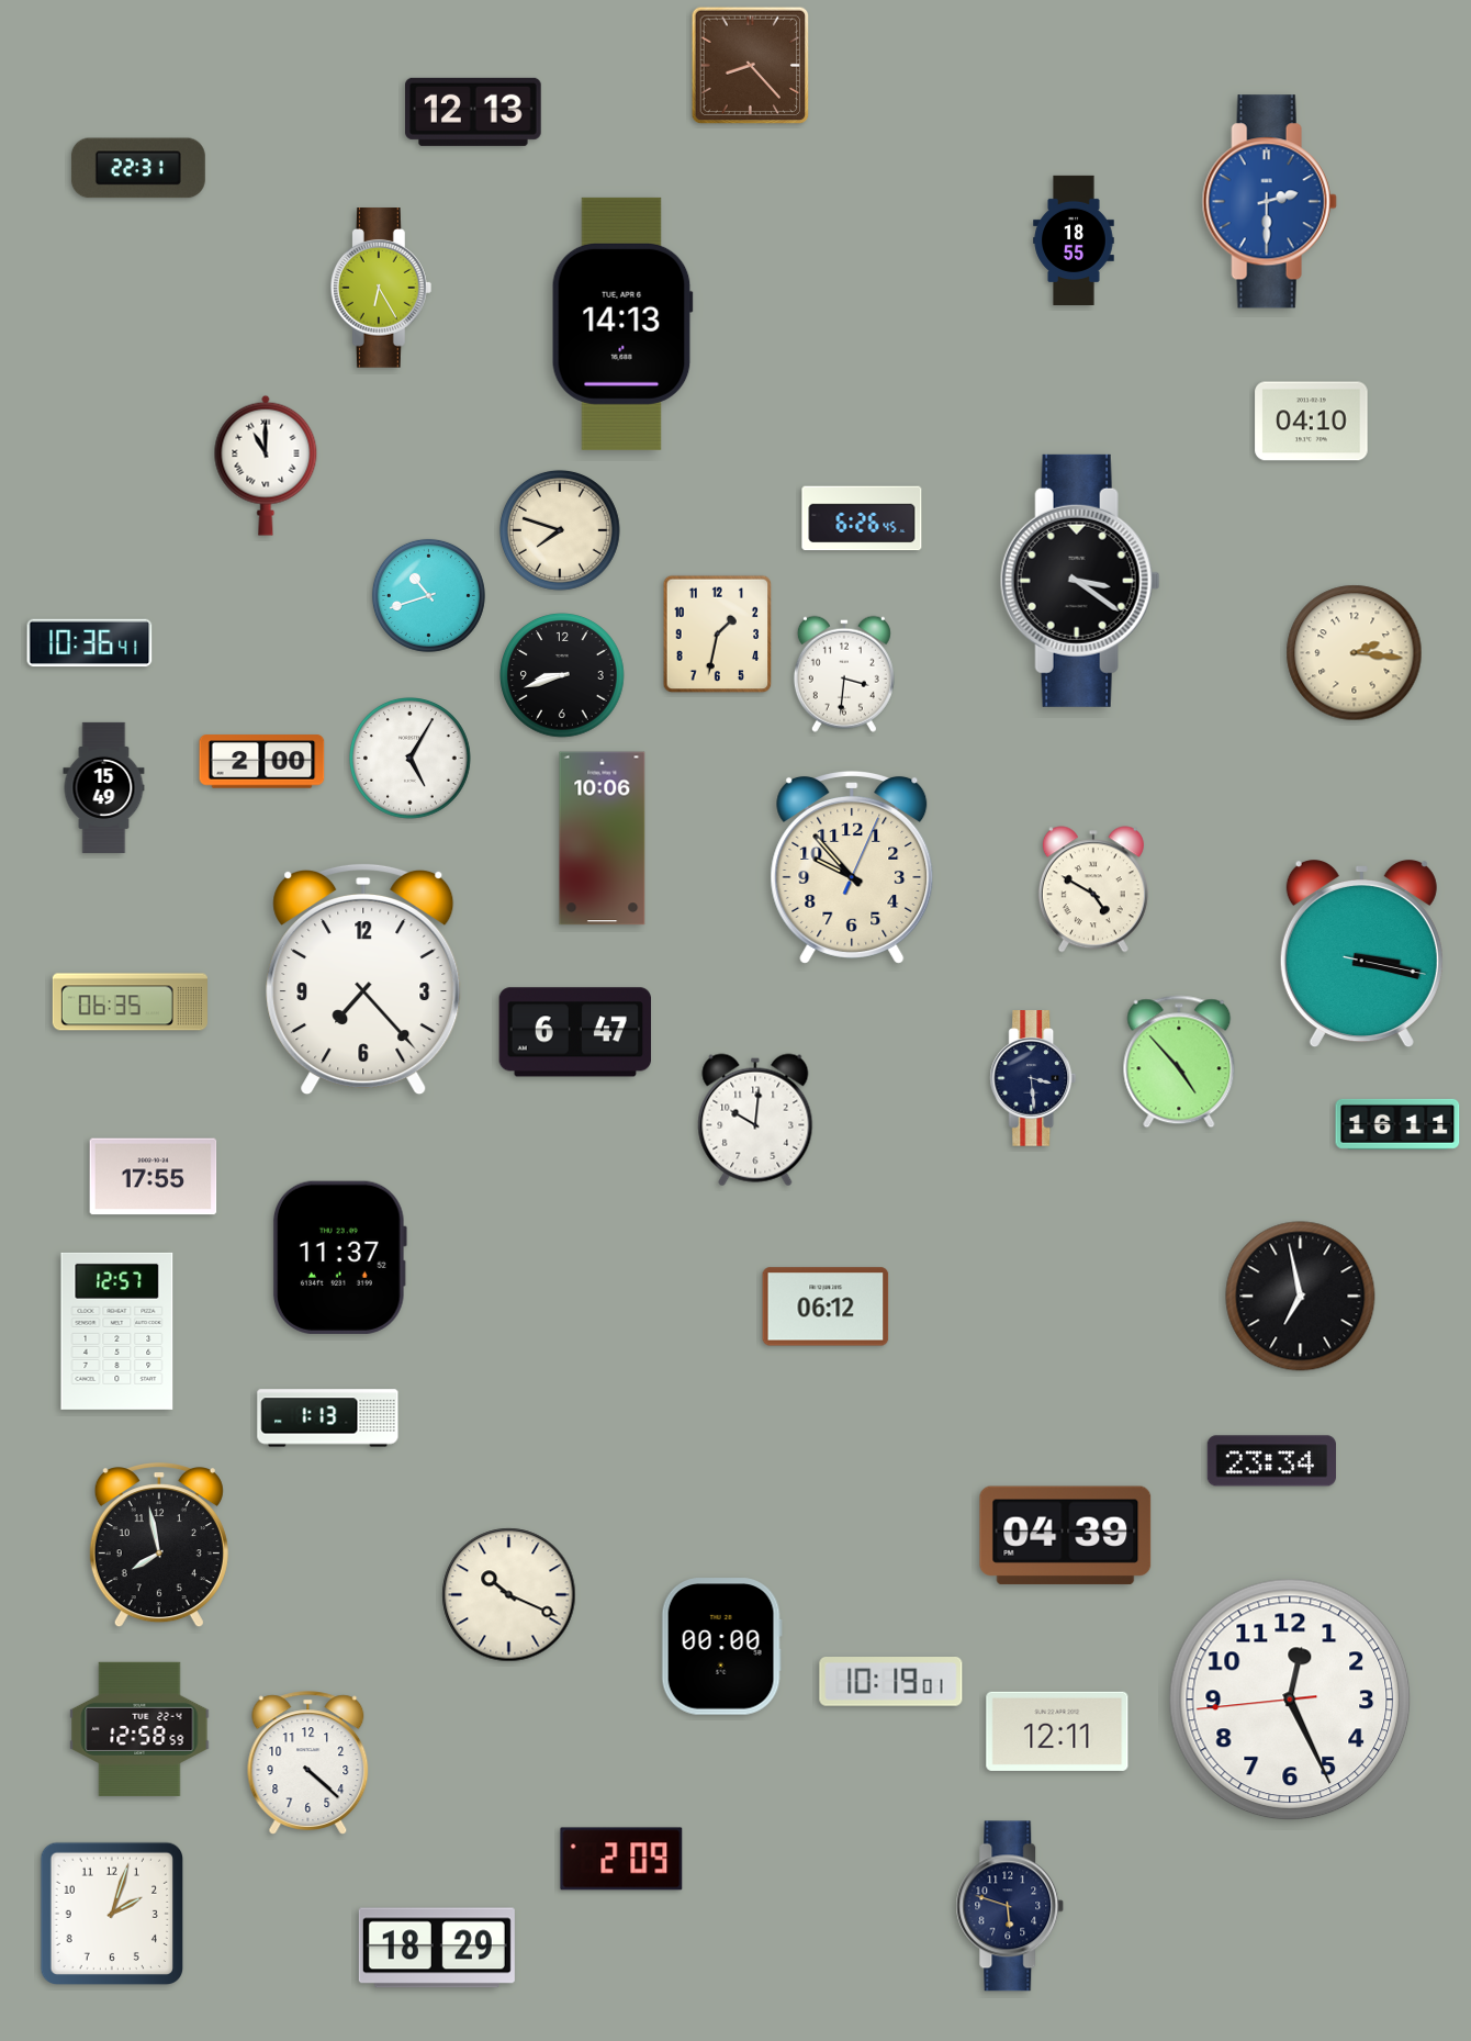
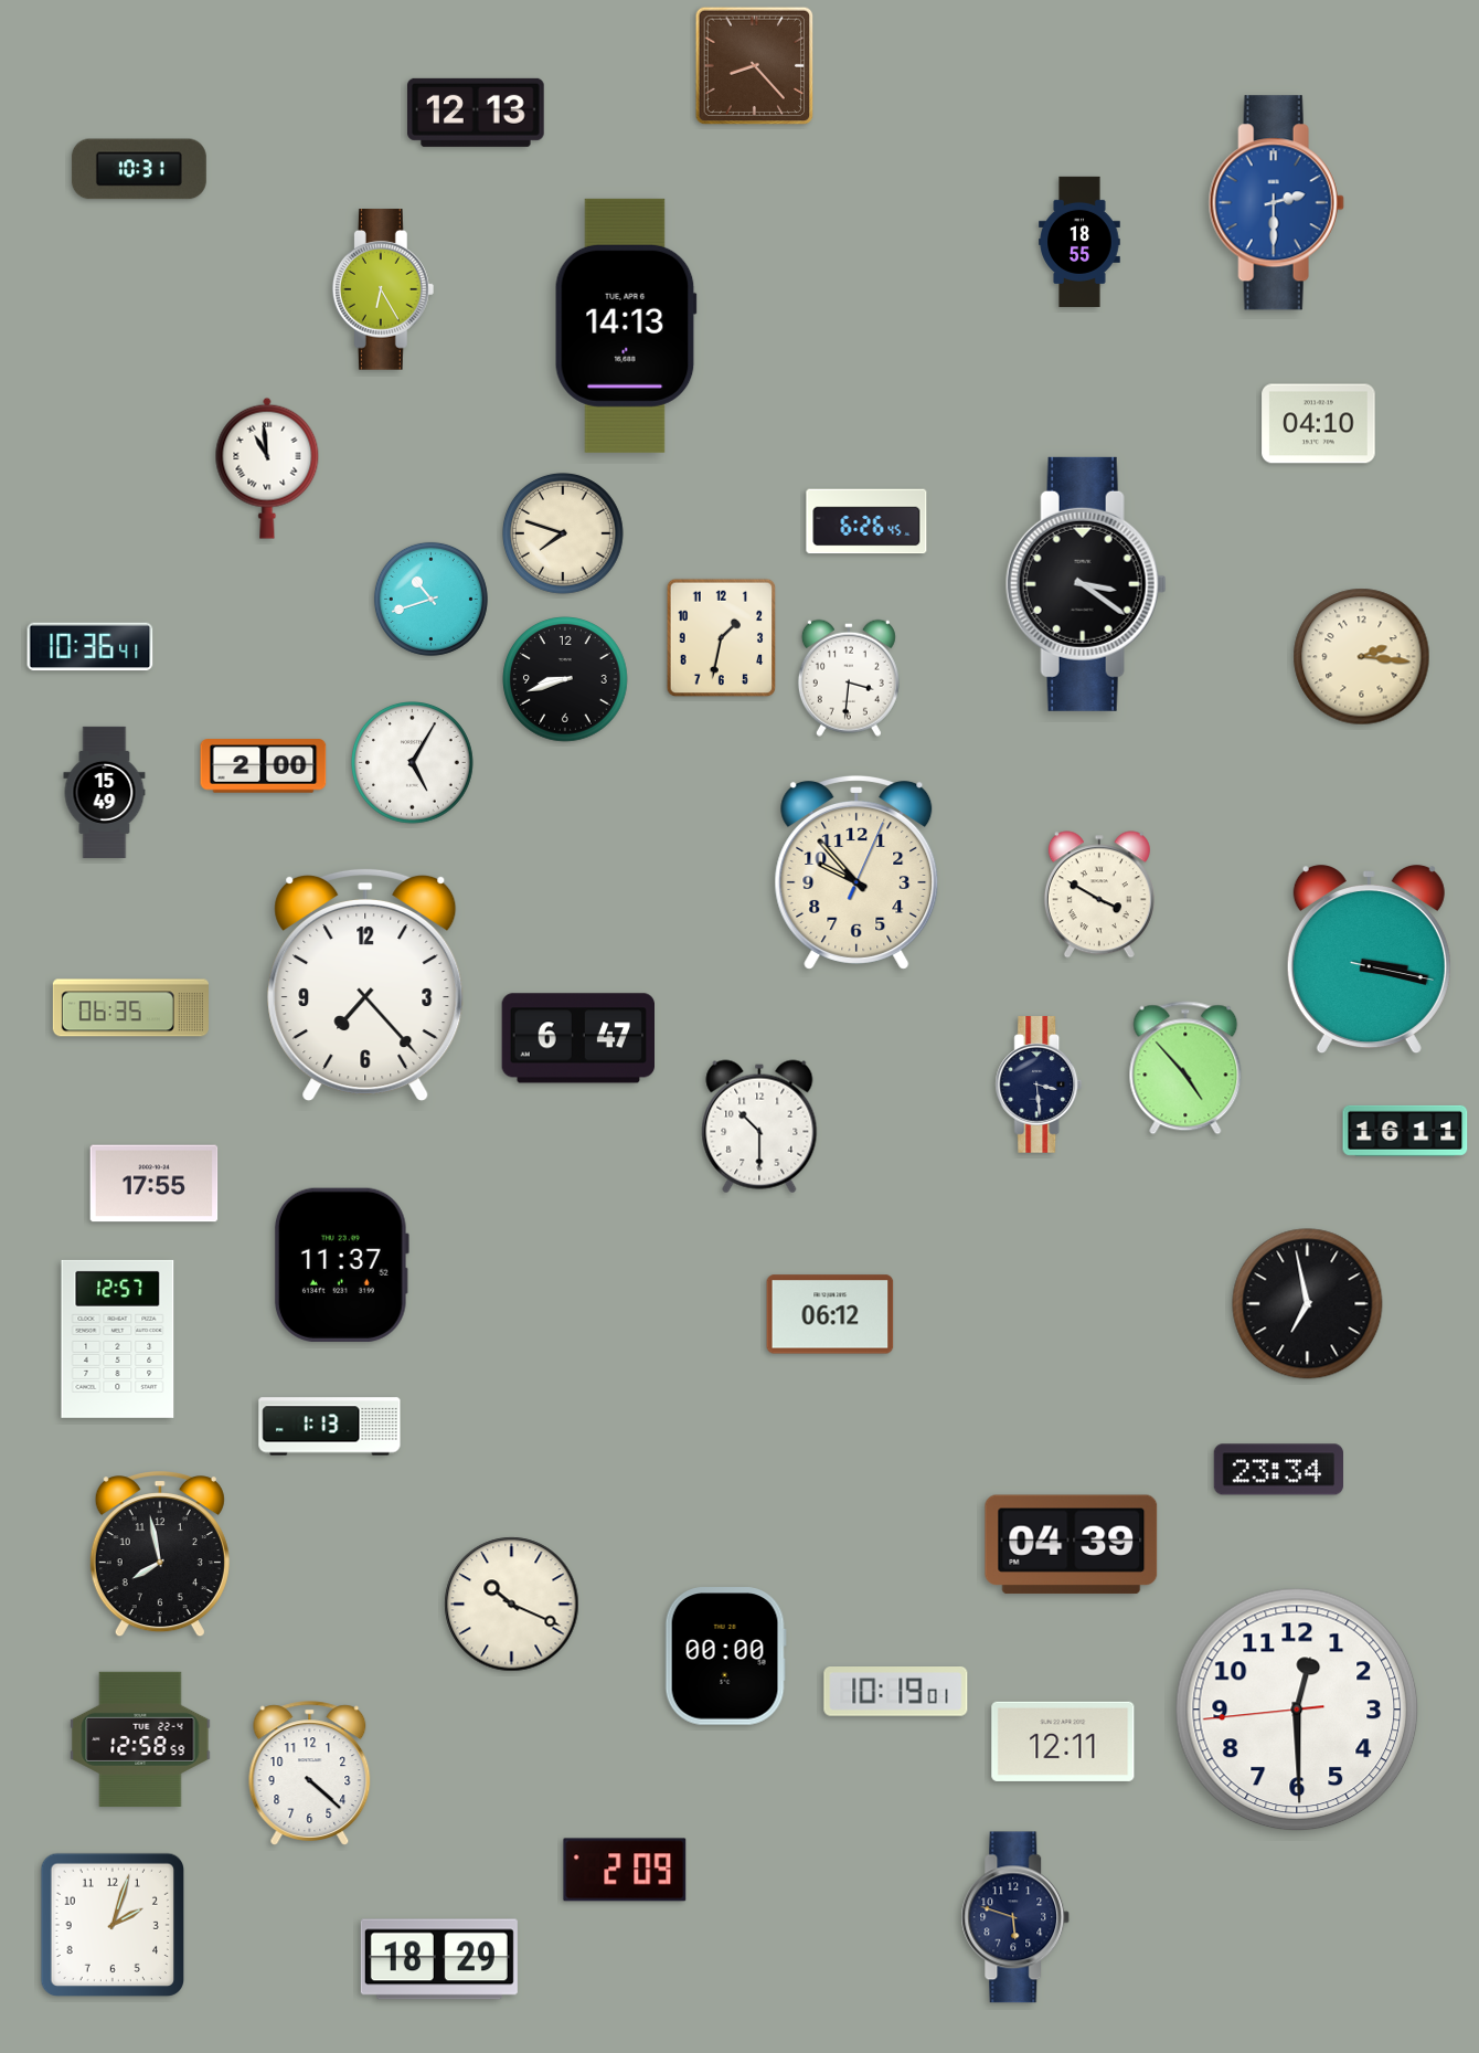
clock at (138, 168): 22:31 -> 10:31
clock at (266, 466): 11:00 -> 10:59
clock at (603, 839): 10:06 -> none
clock at (1093, 889): 4:50 -> 3:50
clock at (755, 1120): 10:01 -> 10:30
clock at (1290, 1700): 12:25 -> 12:29
